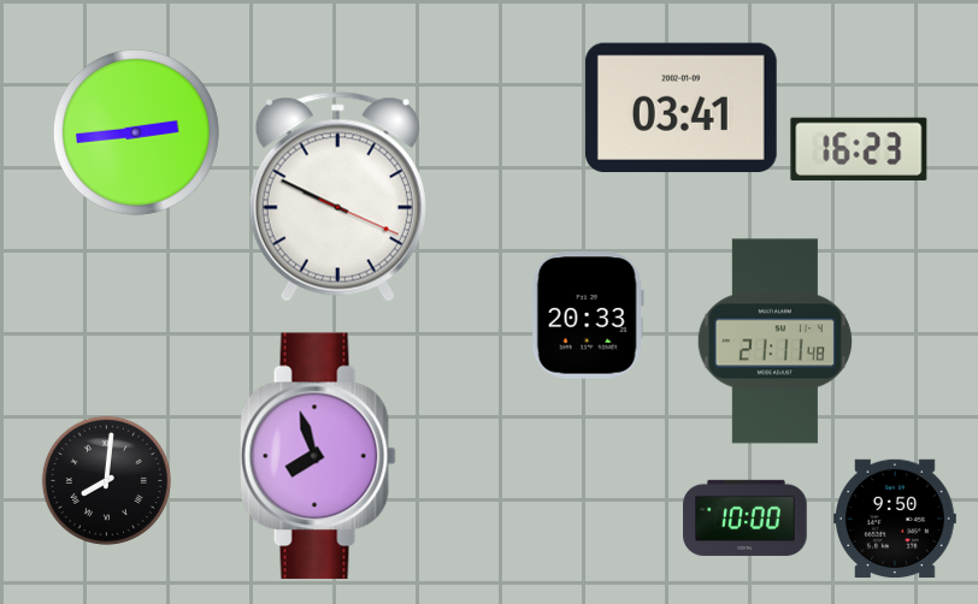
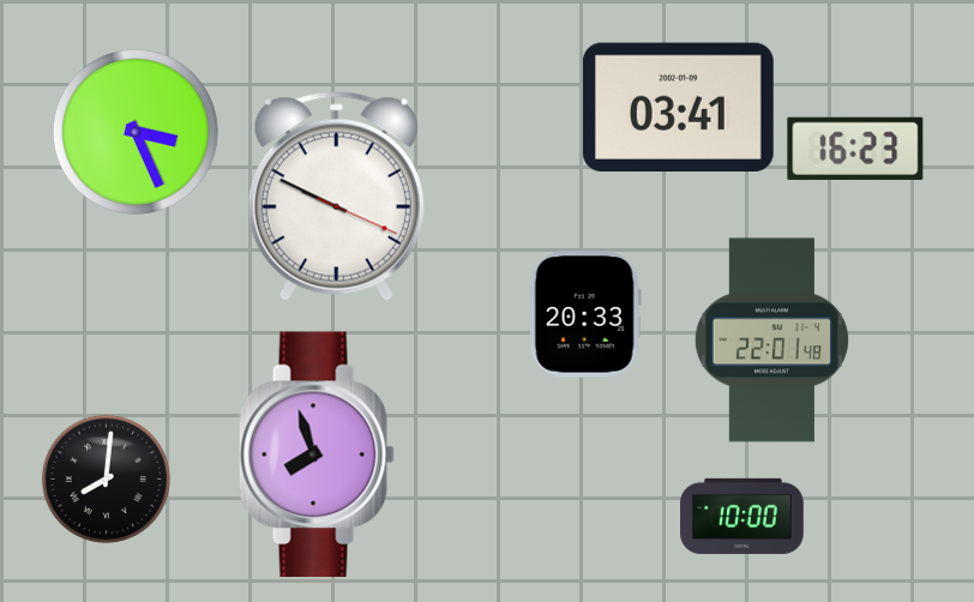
clock at (136, 132): 2:44 -> 3:26
clock at (774, 342): 21:11 -> 22:01
clock at (896, 519): 9:50 -> none
